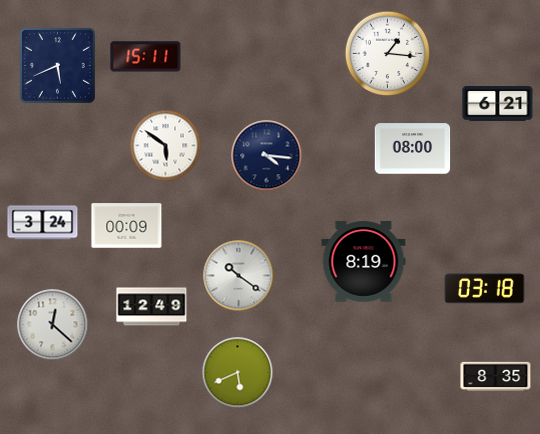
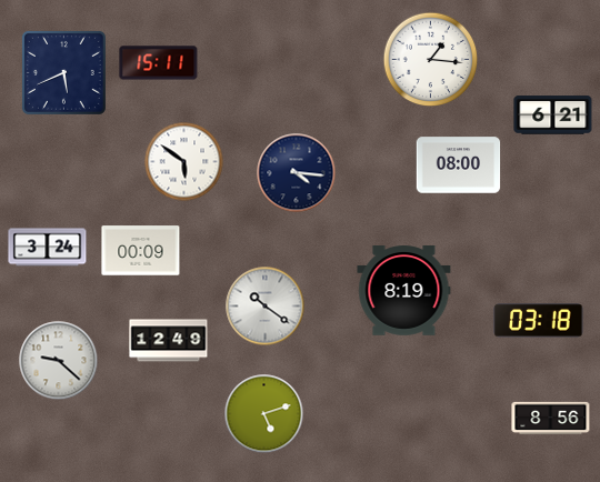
clock at (146, 57) position: (146, 57) -> (159, 63)
clock at (53, 325): 12:22 -> 9:22
clock at (238, 373): 5:41 -> 5:12
clock at (496, 376): 8:35 -> 8:56
